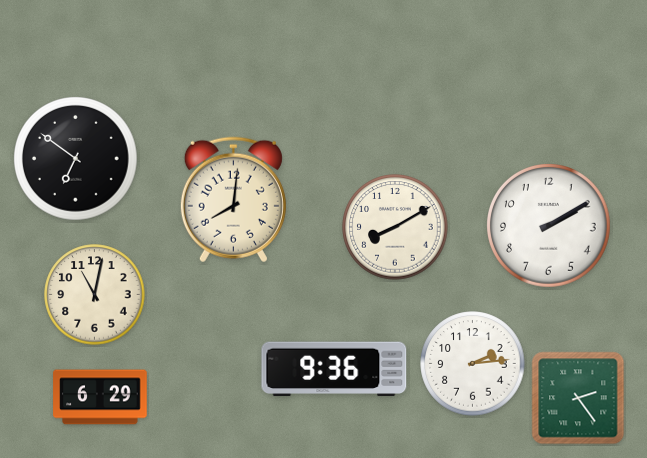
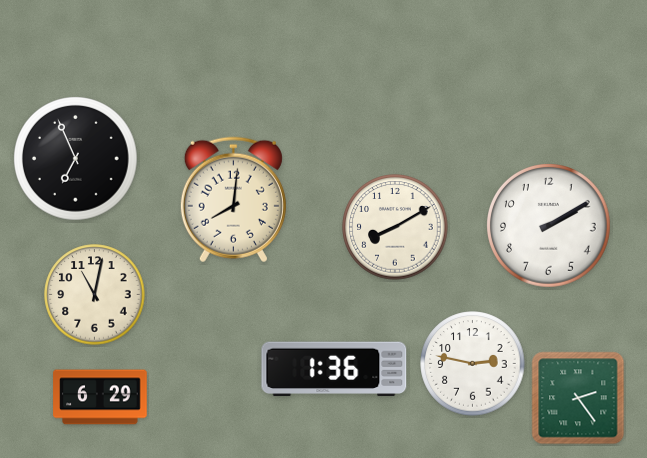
clock at (76, 159): 6:51 -> 6:56
clock at (473, 364): 2:14 -> 2:47
clock at (334, 369): 9:36 -> 1:36
